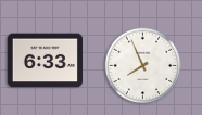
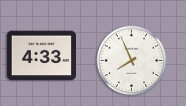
clock at (45, 61): 6:33 -> 4:33
